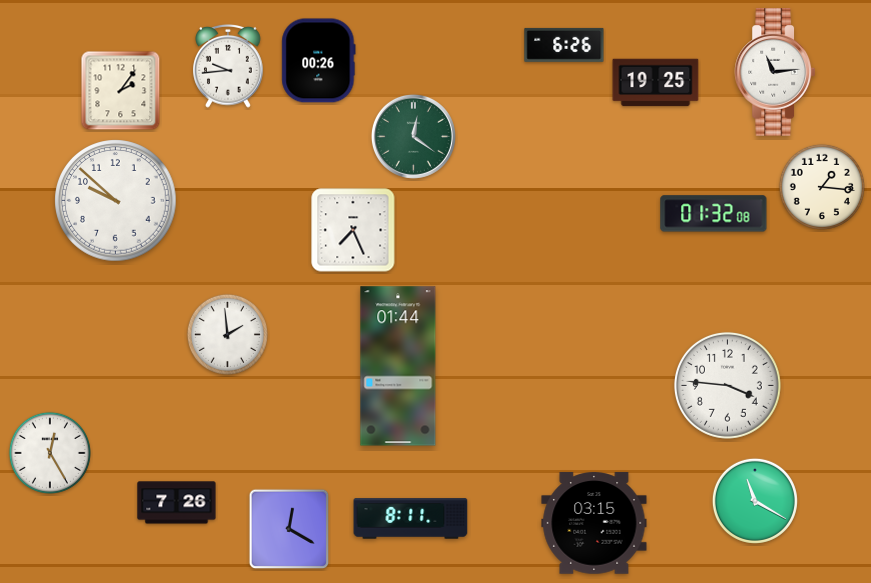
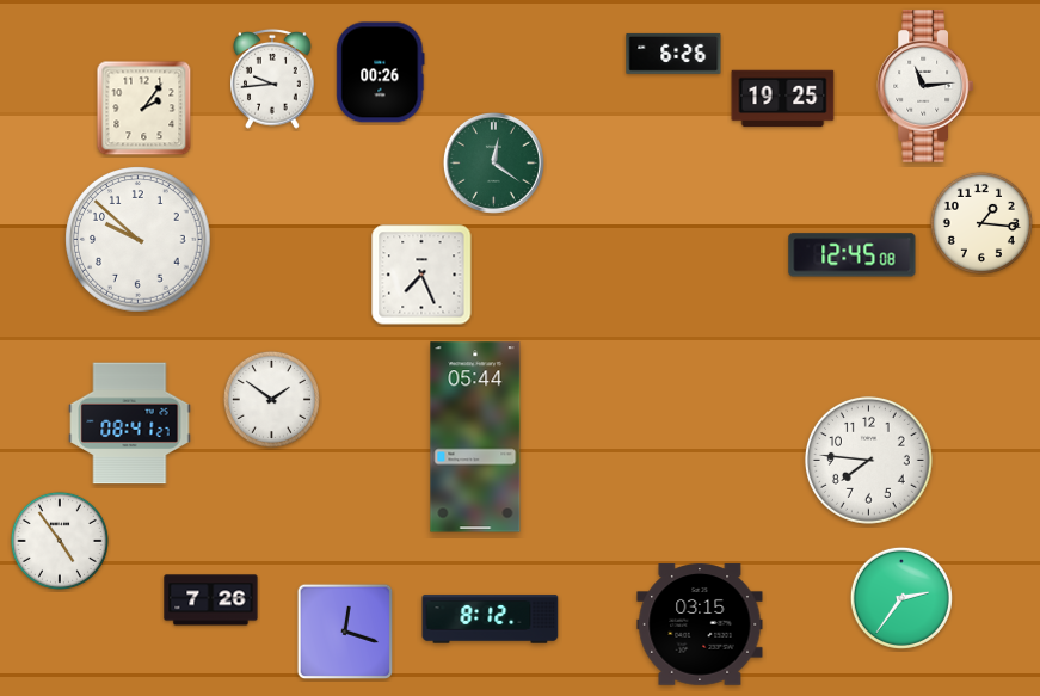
clock at (714, 214): 01:32 -> 12:45
clock at (227, 334): 1:59 -> 1:51
clock at (130, 424): none -> 08:41
clock at (398, 366): 01:44 -> 05:44
clock at (727, 385): 3:46 -> 7:46
clock at (50, 453): 12:25 -> 4:54
clock at (755, 501): 11:20 -> 2:36
clock at (411, 519): 8:11 -> 8:12
clock at (594, 523) position: (594, 523) -> (700, 624)
clock at (289, 529): 12:20 -> 12:18
